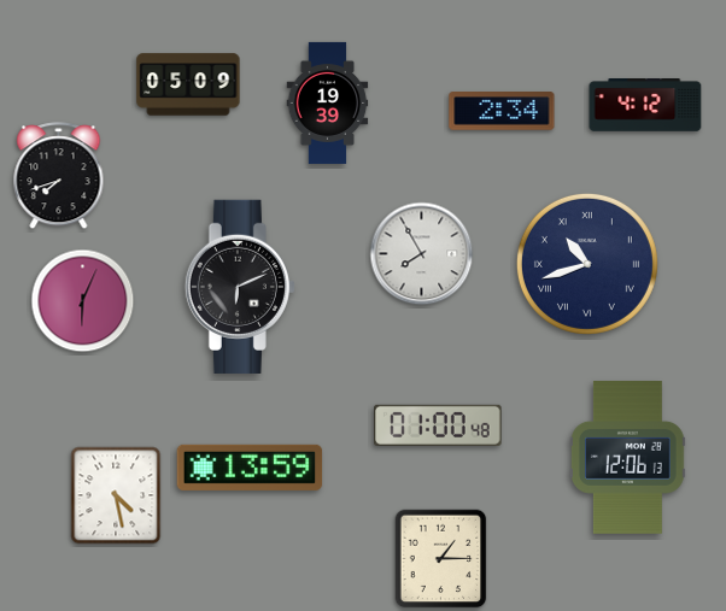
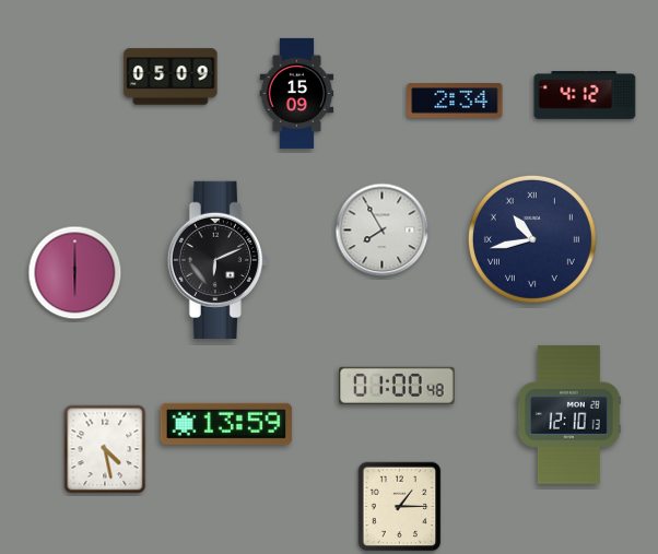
clock at (328, 102): 19:39 -> 15:09
clock at (59, 176): 7:42 -> none
clock at (587, 264): 10:42 -> 10:43
clock at (83, 301): 6:04 -> 6:00
clock at (628, 458): 12:06 -> 12:10
